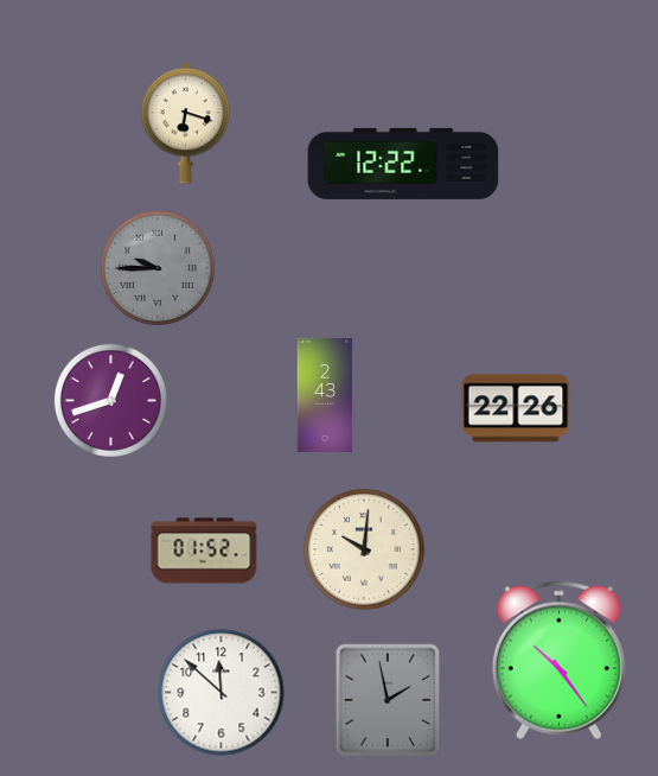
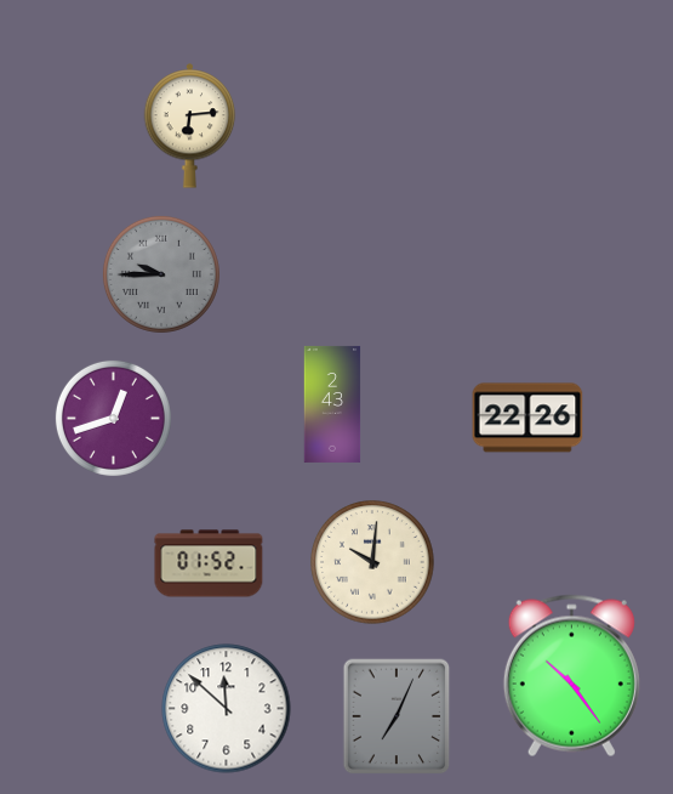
clock at (186, 123): 6:18 -> 6:14
clock at (403, 164): 12:22 -> none
clock at (110, 400) position: (110, 400) -> (113, 418)
clock at (388, 700): 1:58 -> 7:04
